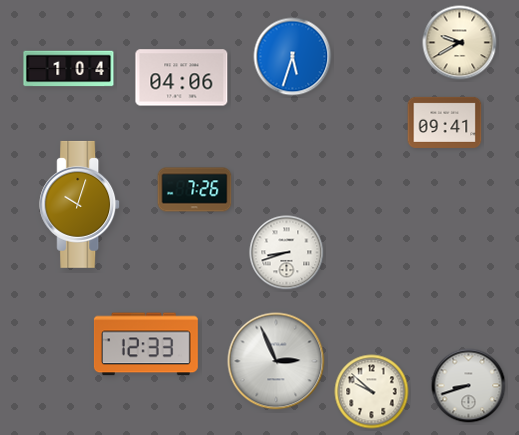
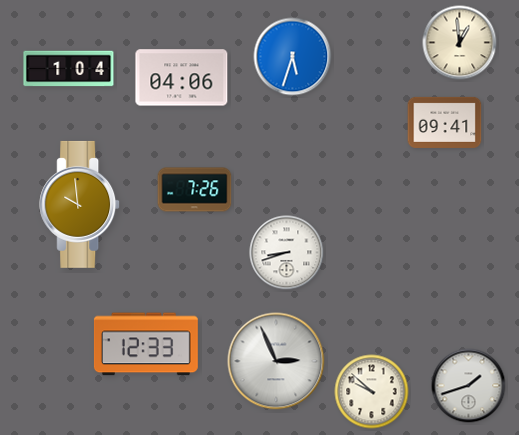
clock at (460, 43): 9:40 -> 12:59
clock at (80, 204): 10:03 -> 9:59
clock at (469, 386): 8:42 -> 1:42
